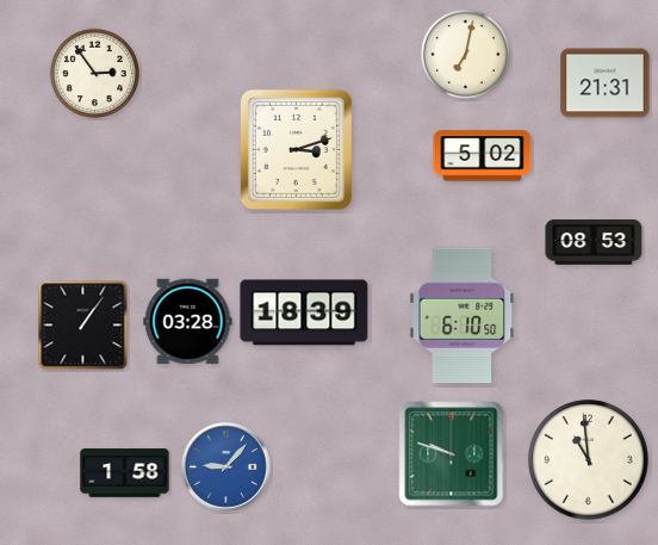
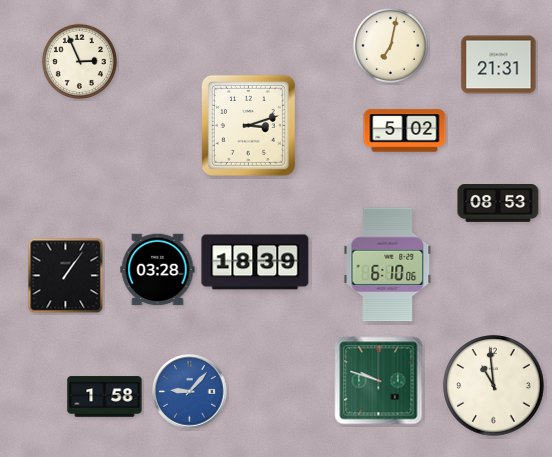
clock at (94, 73): 2:54 -> 2:56
clock at (606, 83) position: (606, 83) -> (499, 65)
clock at (463, 316): 6:10:50 -> 6:10:06
clock at (83, 326) position: (83, 326) -> (66, 276)
